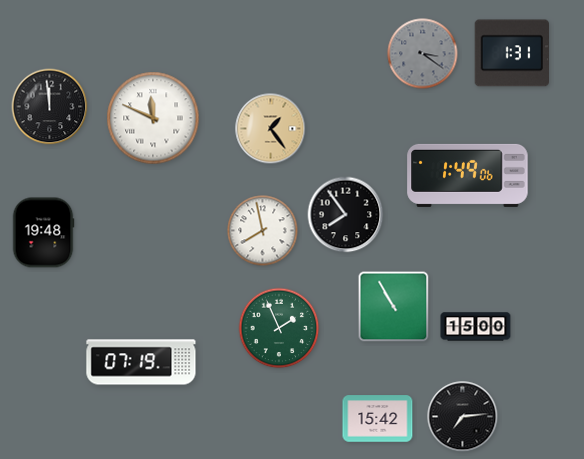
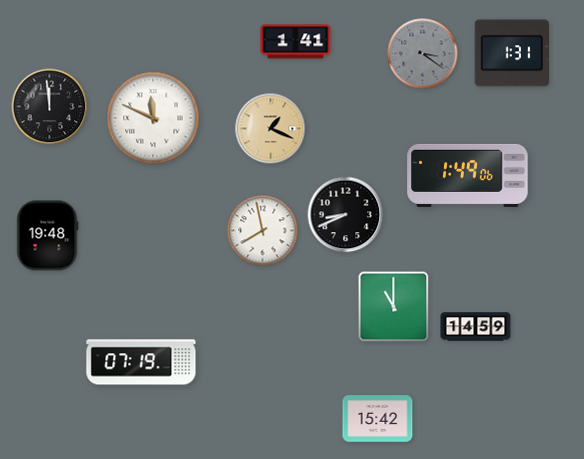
clock at (296, 42): none -> 1:41
clock at (271, 129): 1:24 -> 1:19
clock at (346, 215): 7:54 -> 8:41
clock at (43, 233) position: (43, 233) -> (47, 236)
clock at (394, 307): 10:55 -> 11:00
clock at (476, 327): 15:00 -> 14:59
clock at (279, 328): 1:56 -> none
clock at (463, 417): 7:14 -> none
